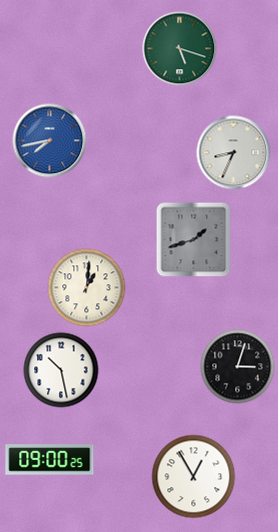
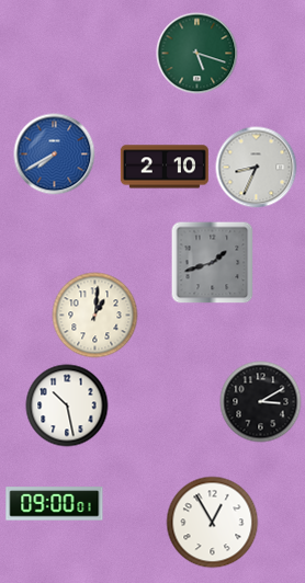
clock at (50, 141): 7:43 -> 7:40
clock at (165, 167): none -> 2:10
clock at (238, 367): 3:03 -> 3:10
clock at (50, 460): 09:00:25 -> 09:00:01
